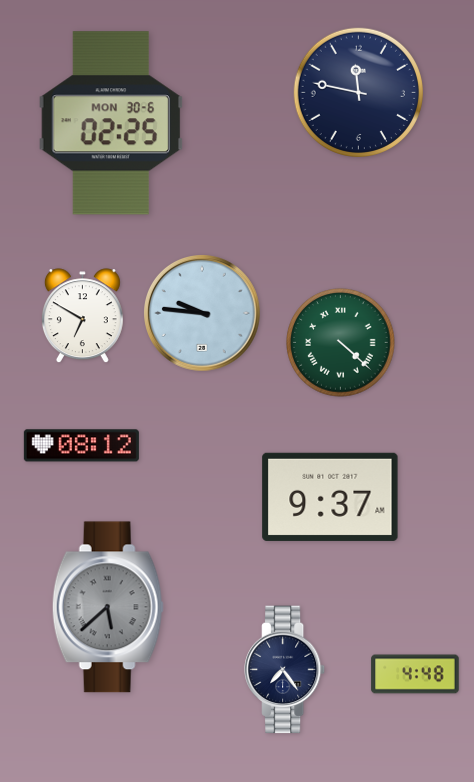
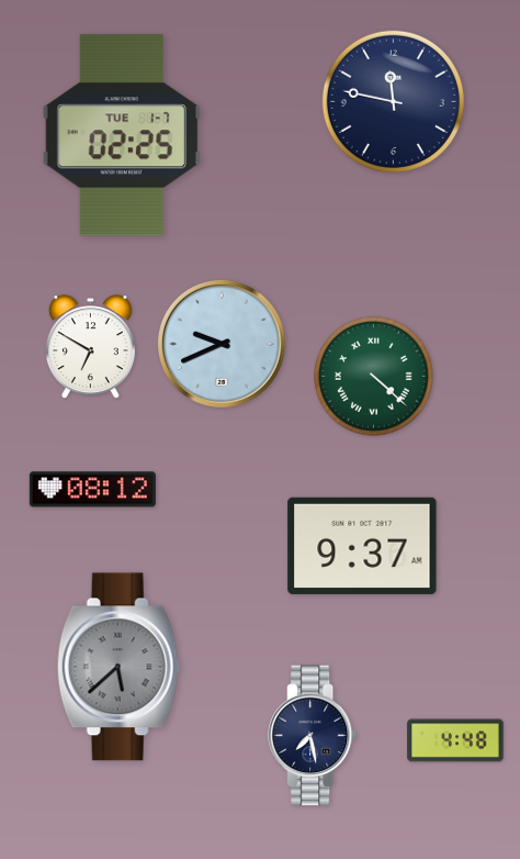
clock at (111, 123) date: MON 30-6 -> TUE 1-7
clock at (203, 314): 9:46 -> 9:41
clock at (81, 446) position: (81, 446) -> (92, 490)
clock at (286, 670): 7:24 -> 7:28
